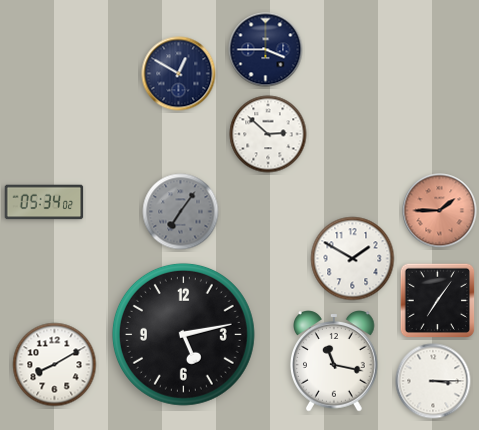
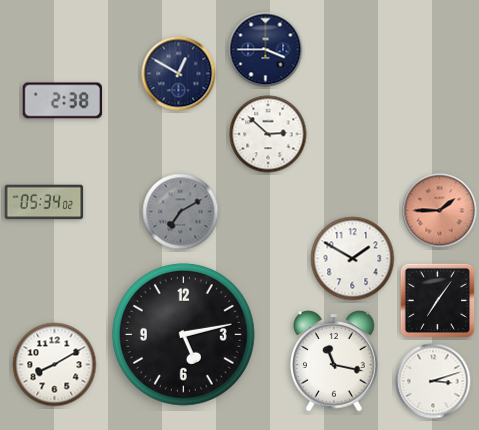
clock at (63, 101): none -> 2:38
clock at (181, 212): 7:06 -> 7:10
clock at (433, 381): 3:15 -> 3:12
